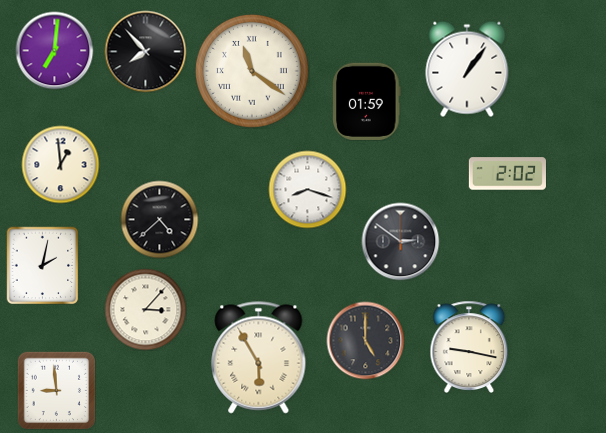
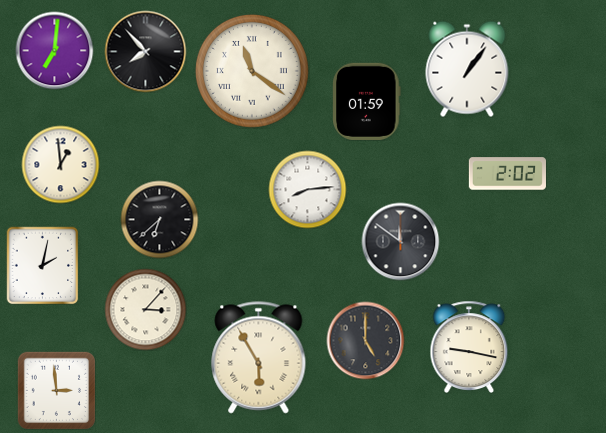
clock at (307, 189): 8:18 -> 8:14
clock at (159, 219): 4:38 -> 6:38
clock at (400, 241): 2:51 -> 11:51
clock at (56, 390): 8:59 -> 2:59
